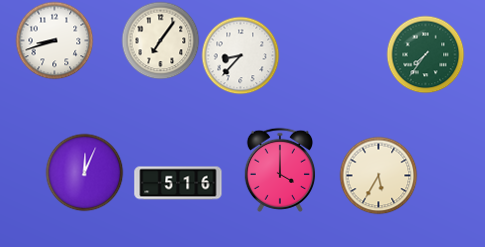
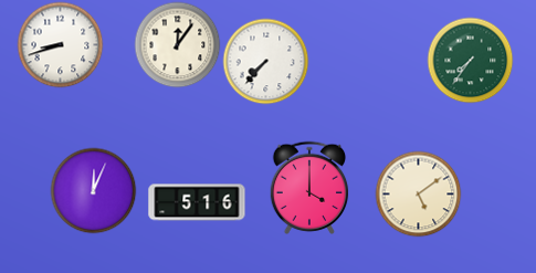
clock at (160, 40): 7:06 -> 12:06
clock at (240, 55): 8:37 -> 7:37
clock at (378, 175): 5:35 -> 5:09
